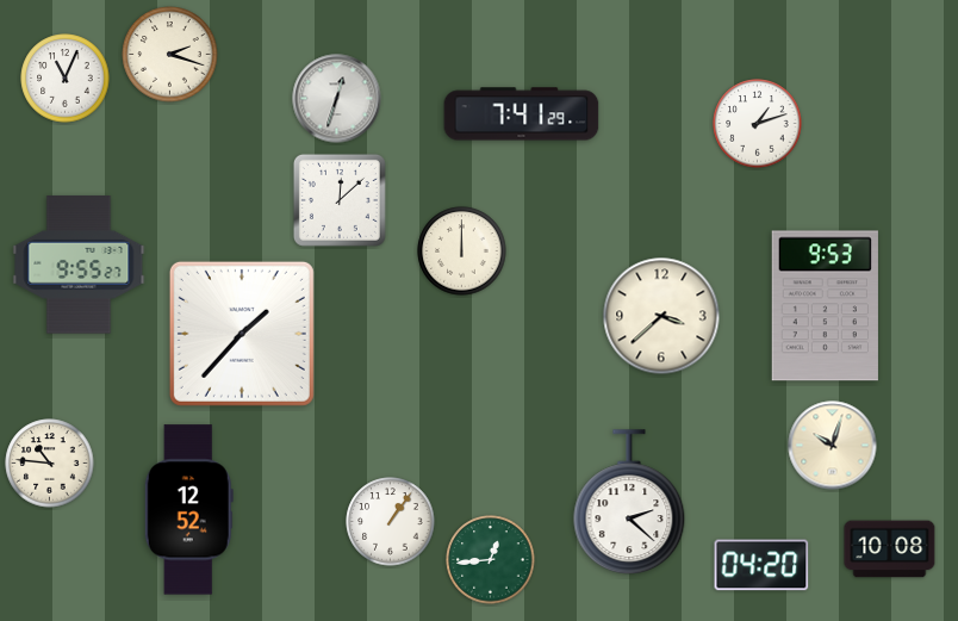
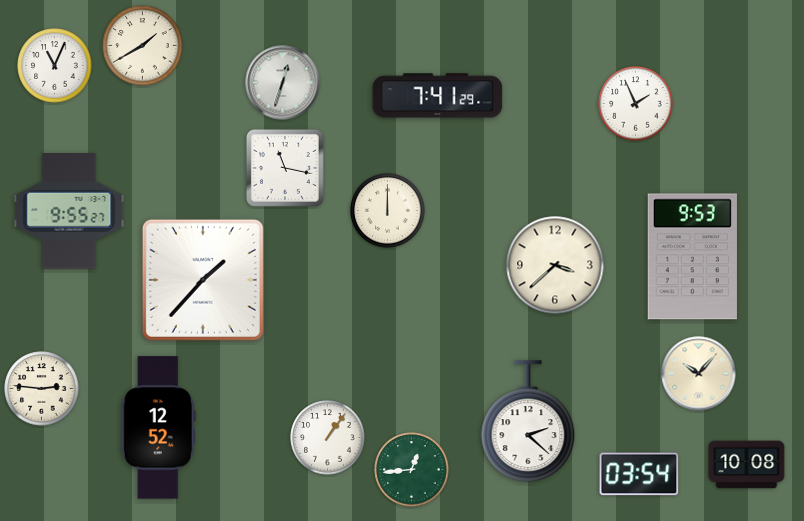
clock at (170, 55): 2:18 -> 1:40
clock at (758, 124): 1:12 -> 1:56
clock at (340, 200): 12:08 -> 11:17
clock at (79, 265) position: (79, 265) -> (69, 211)
clock at (833, 446): 10:03 -> 10:07
clock at (50, 464): 10:46 -> 2:46
clock at (890, 549) position: (890, 549) -> (747, 465)
clock at (761, 565): 04:20 -> 03:54
